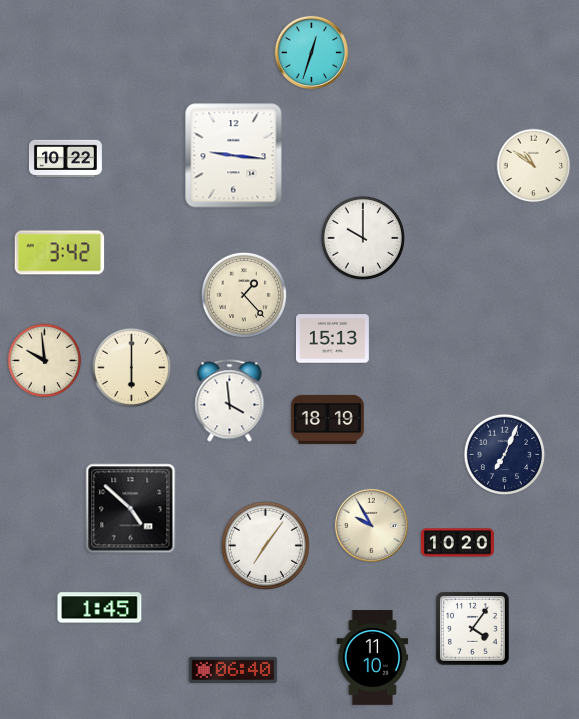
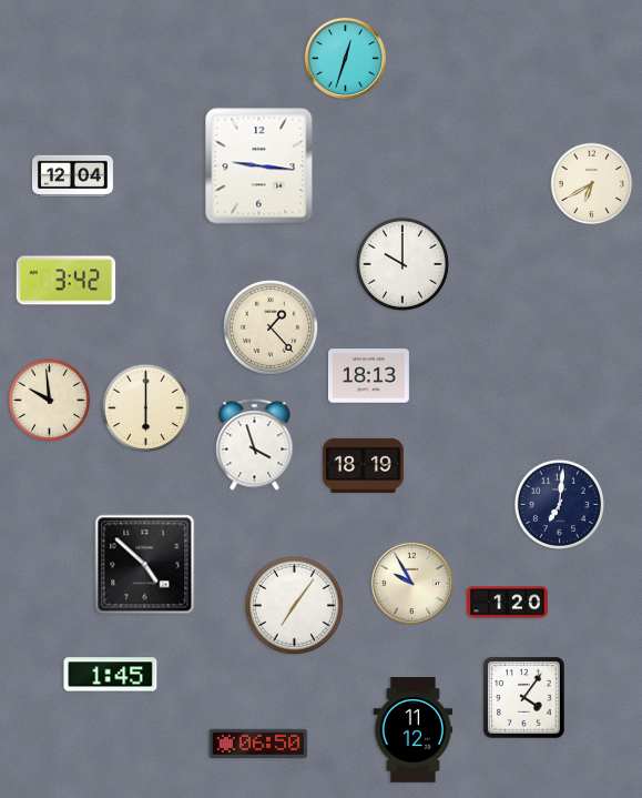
clock at (234, 156) position: (234, 156) -> (259, 166)
clock at (65, 158): 10:22 -> 12:04
clock at (534, 166): 10:51 -> 6:40
clock at (332, 339): 15:13 -> 18:13
clock at (230, 401): 3:59 -> 3:57
clock at (504, 454): 7:04 -> 7:01
clock at (457, 543): 10:20 -> 1:20
clock at (373, 658): 11:10 -> 11:12
clock at (233, 670): 06:40 -> 06:50
